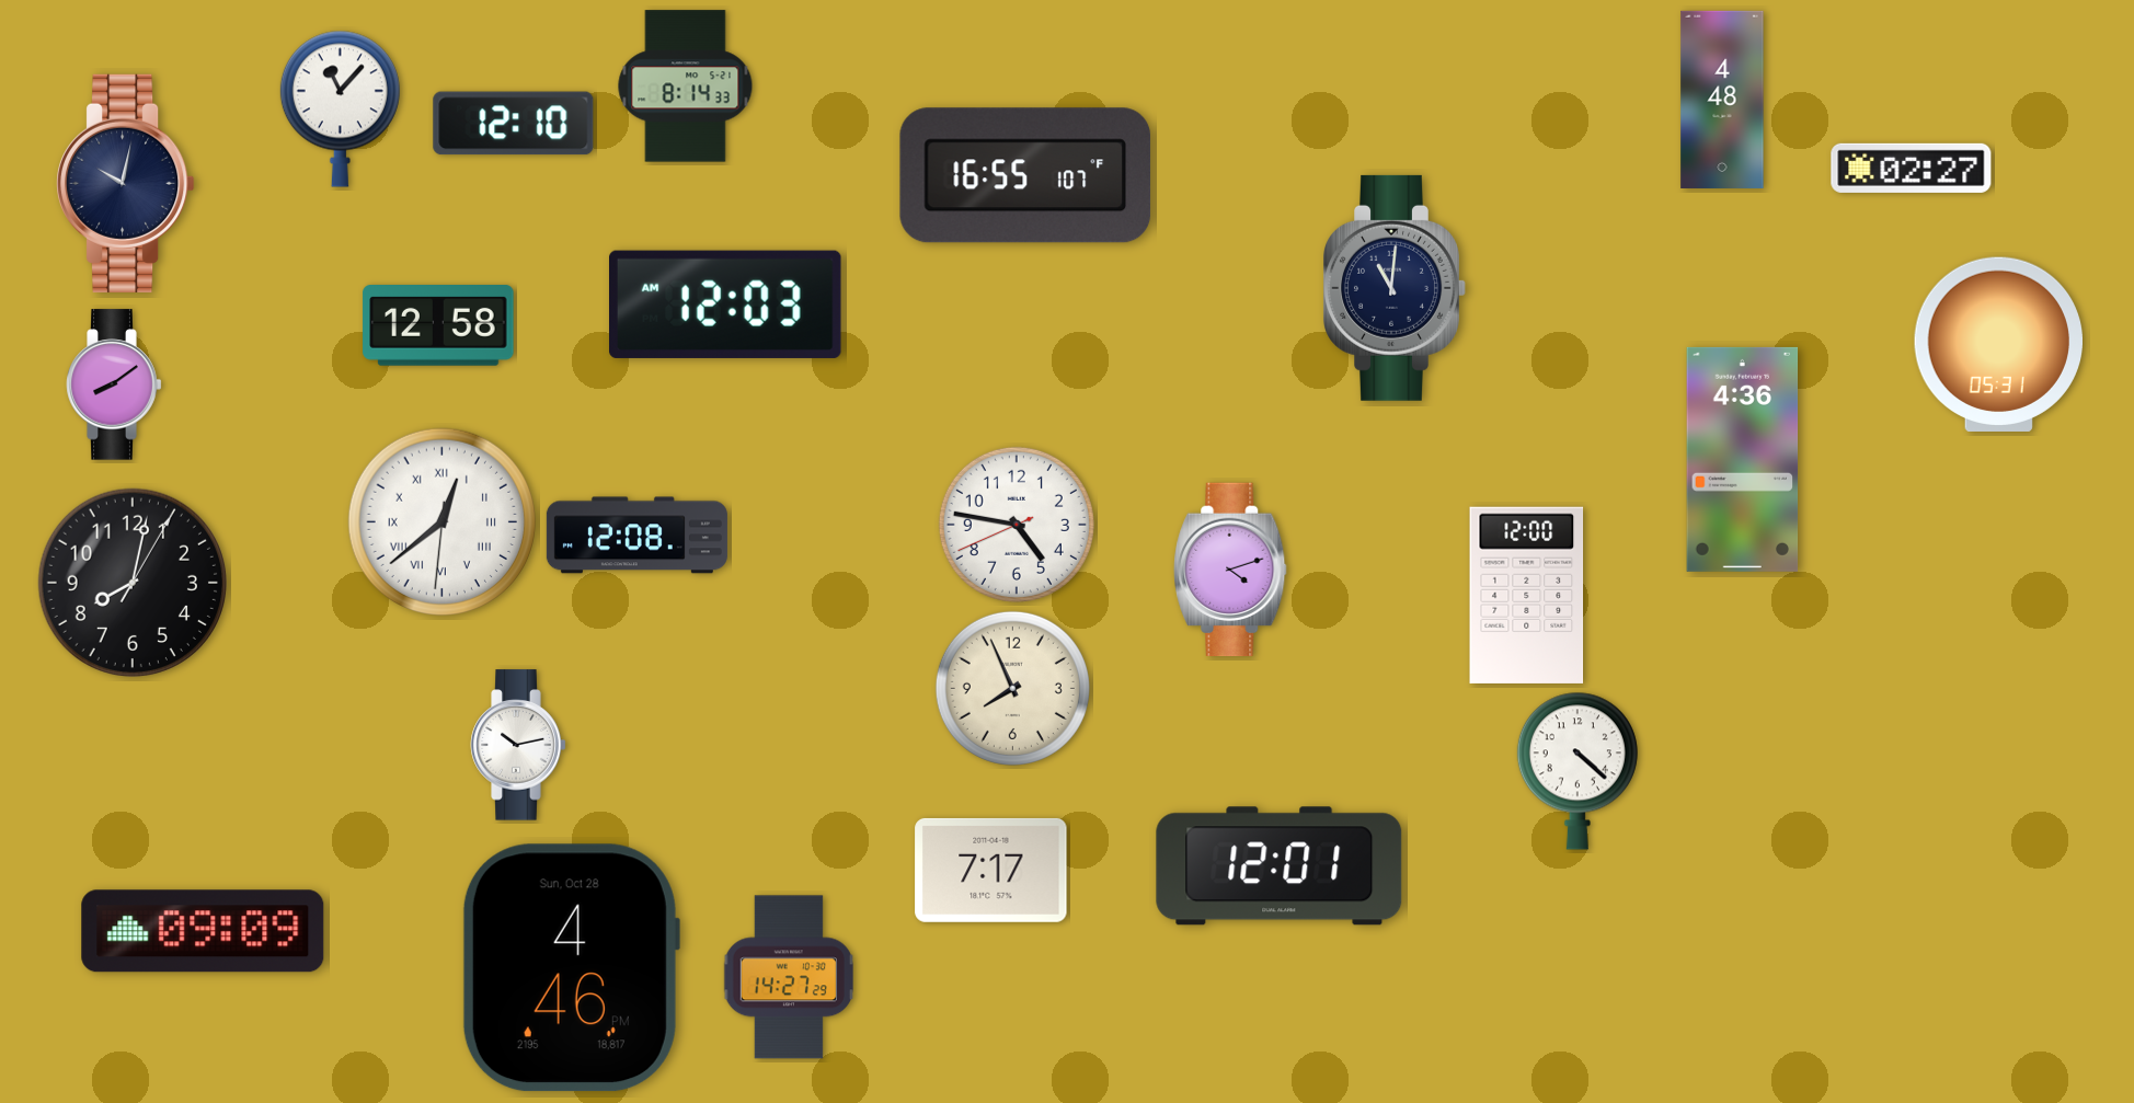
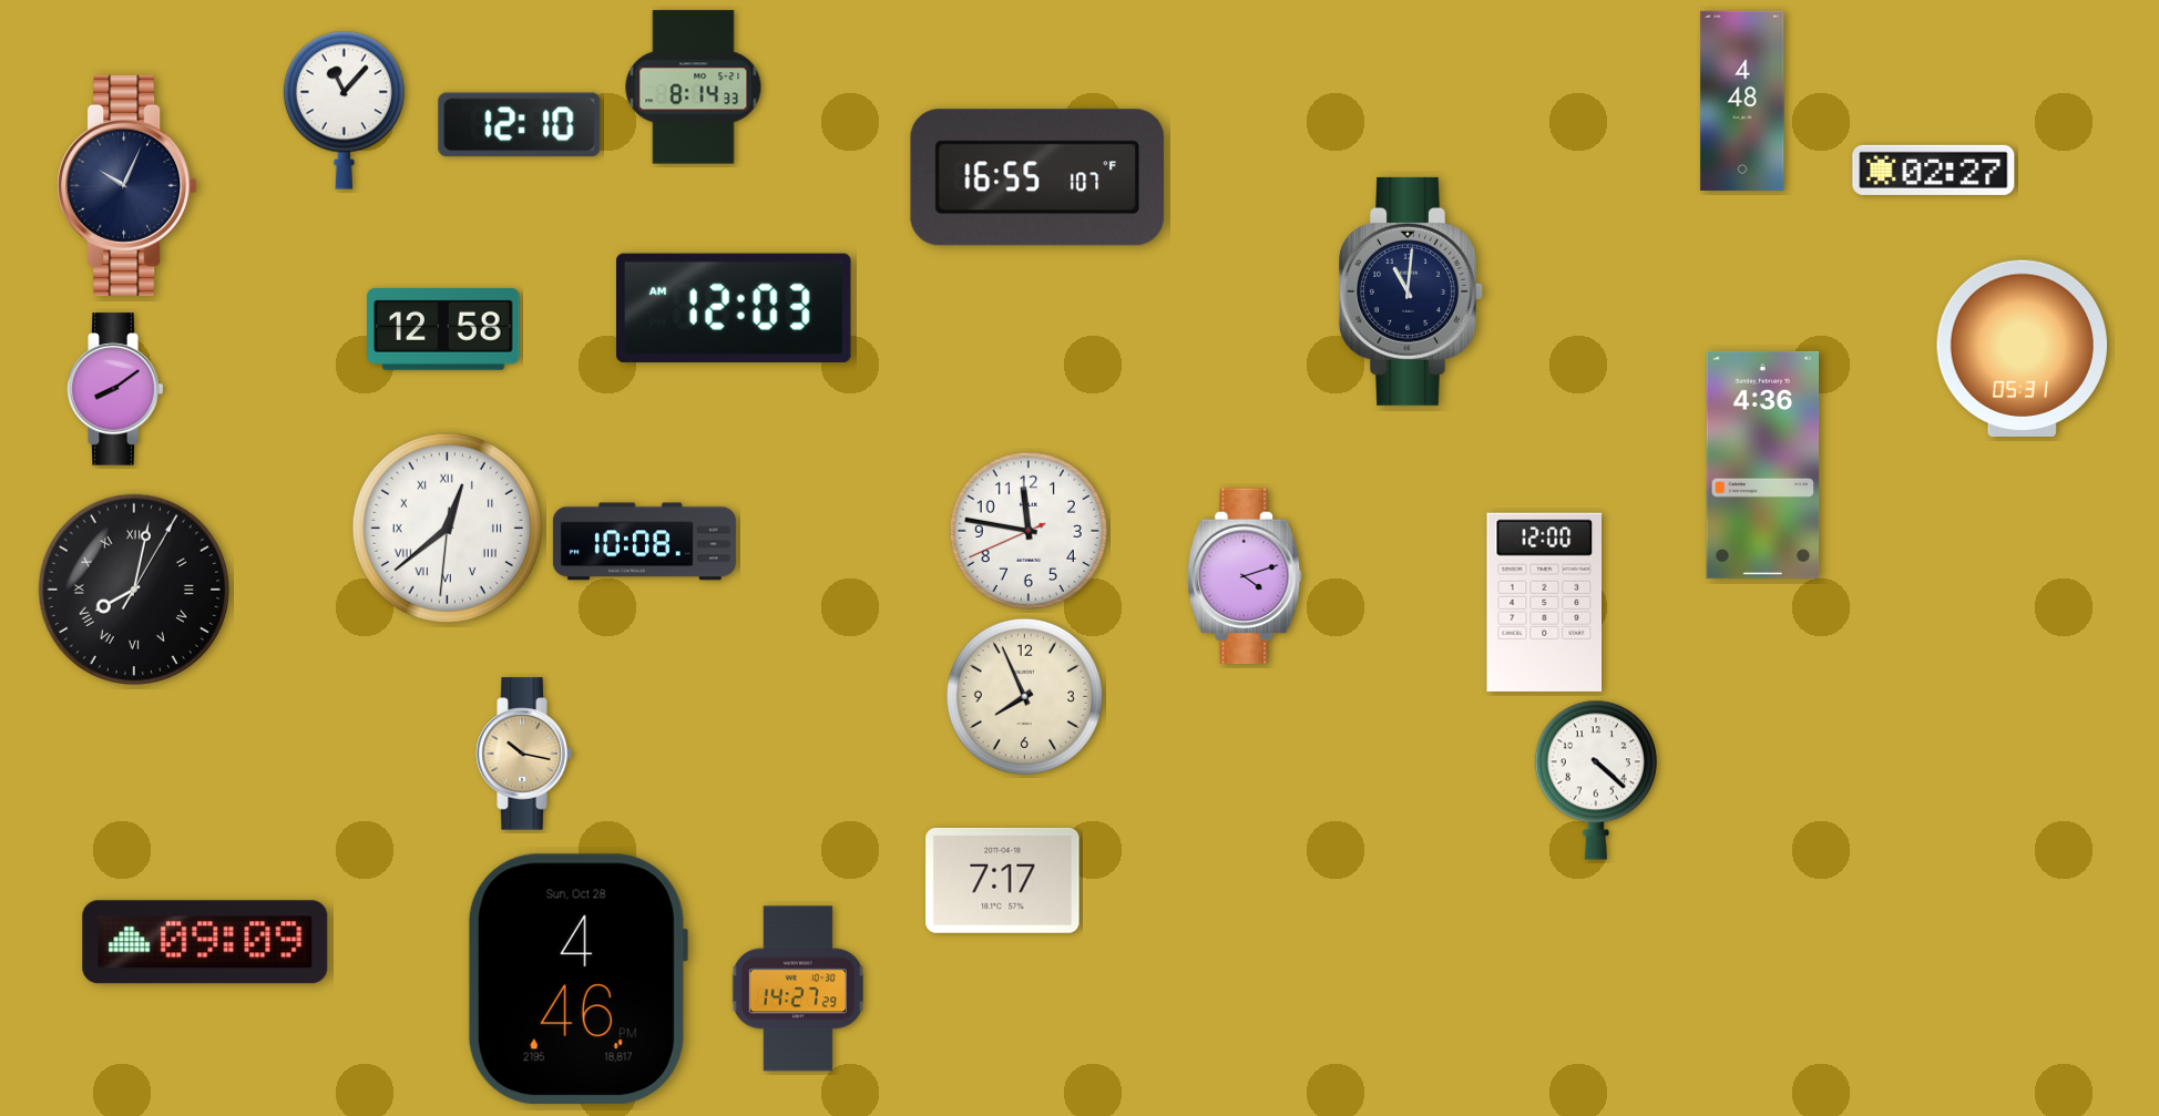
clock at (126, 183): 10:02 -> 10:04
clock at (1017, 525): 4:46 -> 11:46
clock at (636, 536): 12:08 -> 10:08
clock at (131, 582) numerals: Arabic -> Roman
clock at (518, 745): 10:13 -> 10:17
clock at (518, 745) dial: white -> champagne
clock at (1280, 866): 12:01 -> none
